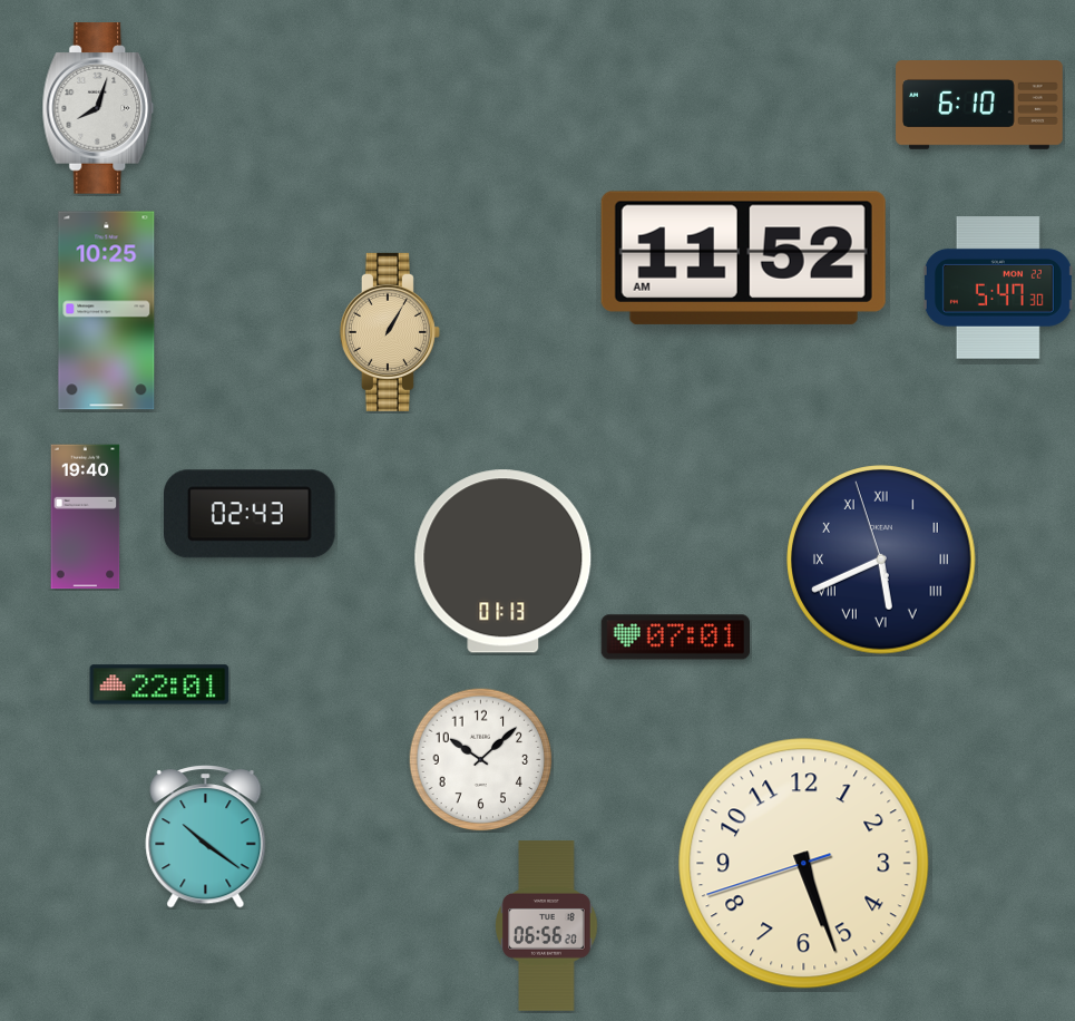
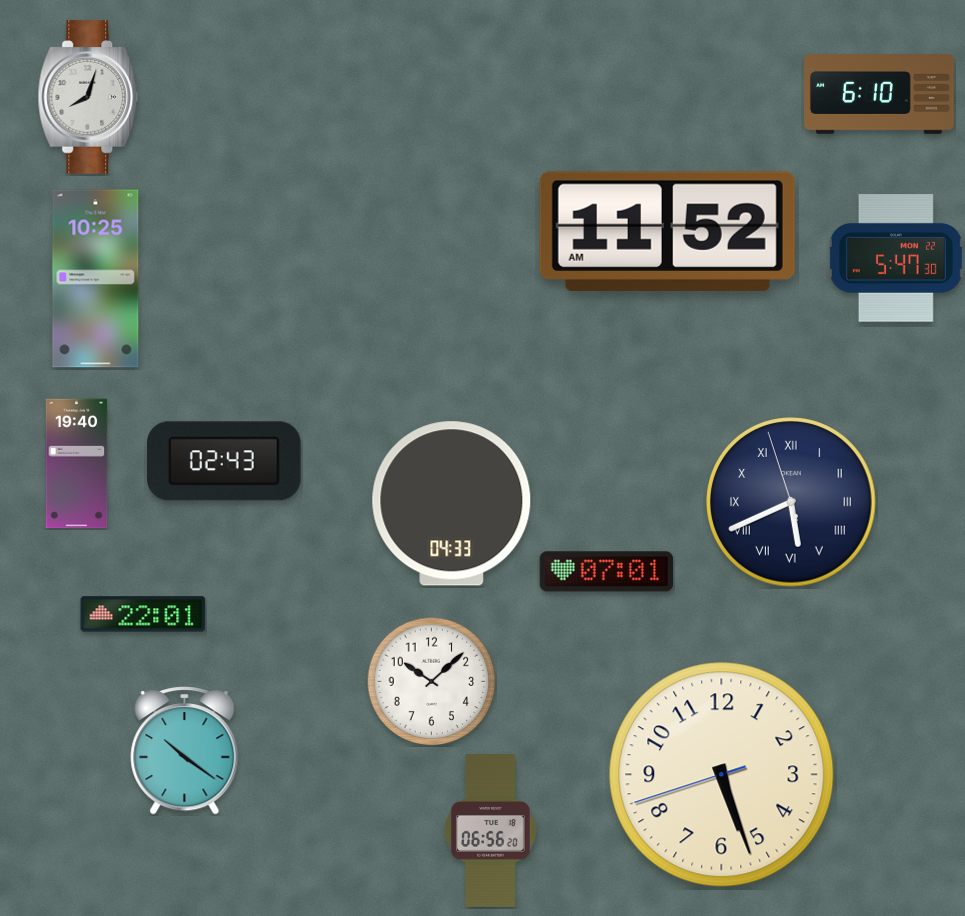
clock at (390, 332): 1:05 -> none
clock at (504, 562): 01:13 -> 04:33
